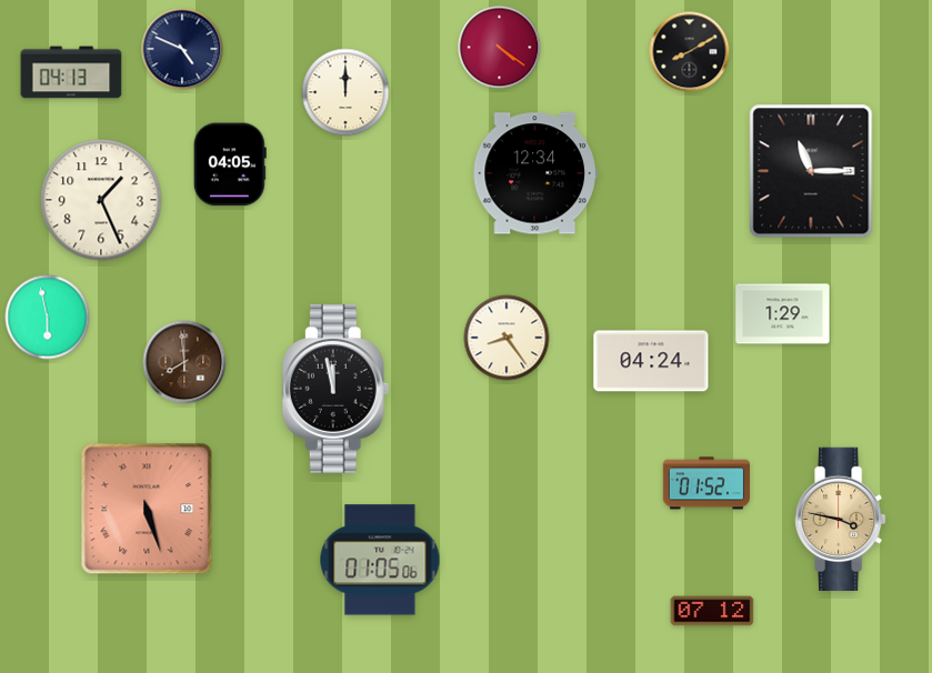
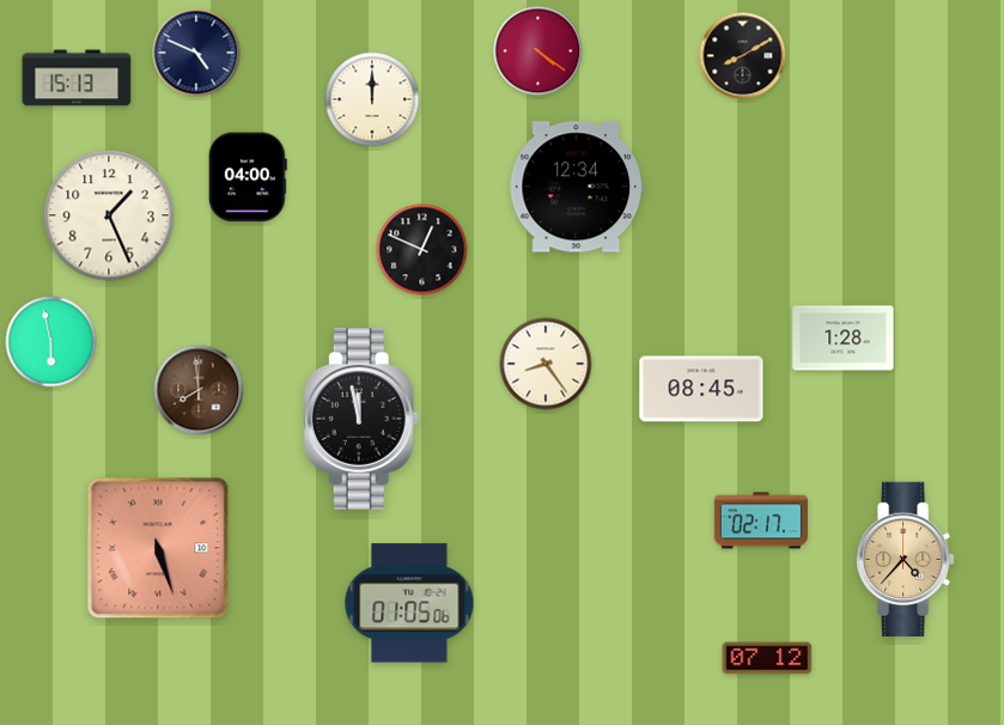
clock at (71, 72): 04:13 -> 15:13
clock at (230, 164): 04:05 -> 04:00
clock at (811, 171): 11:15 -> none
clock at (422, 250): none -> 12:49
clock at (783, 314): 1:29 -> 1:28
clock at (651, 361): 04:24 -> 08:45
clock at (706, 483): 01:52 -> 02:17
clock at (841, 519): 3:47 -> 4:37
